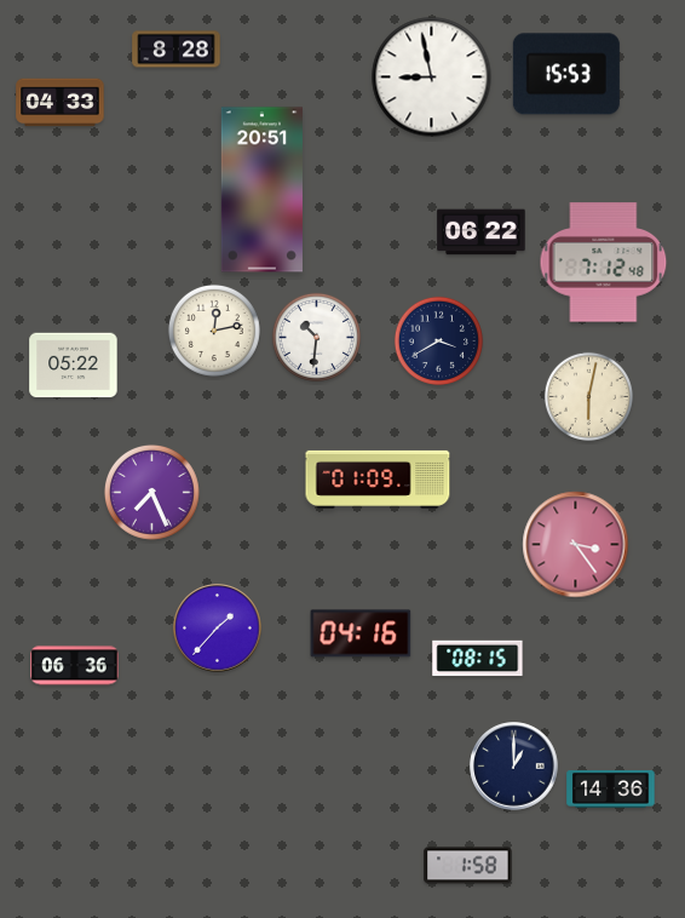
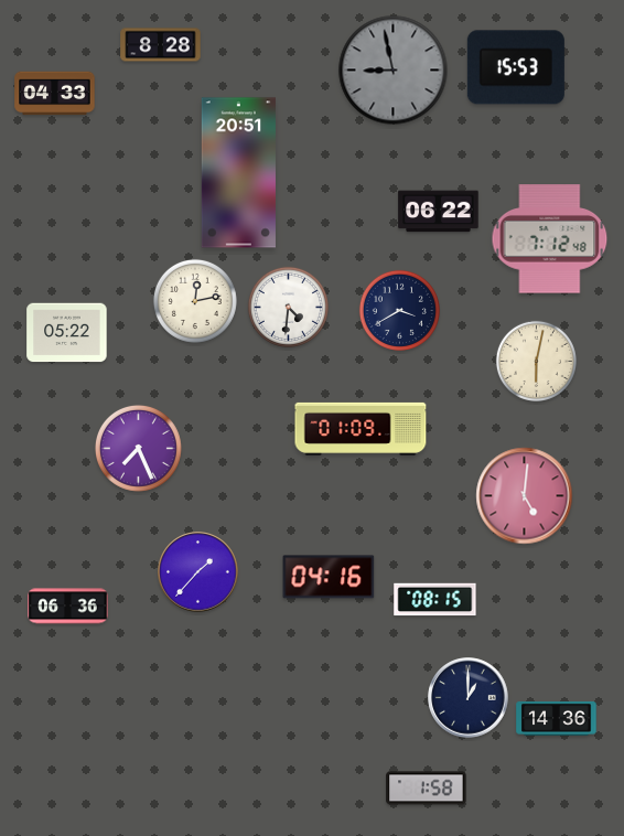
clock at (432, 78) dial: white -> grey
clock at (316, 337): 10:31 -> 4:31
clock at (378, 480) position: (378, 480) -> (361, 429)
clock at (576, 545): 3:24 -> 5:01
